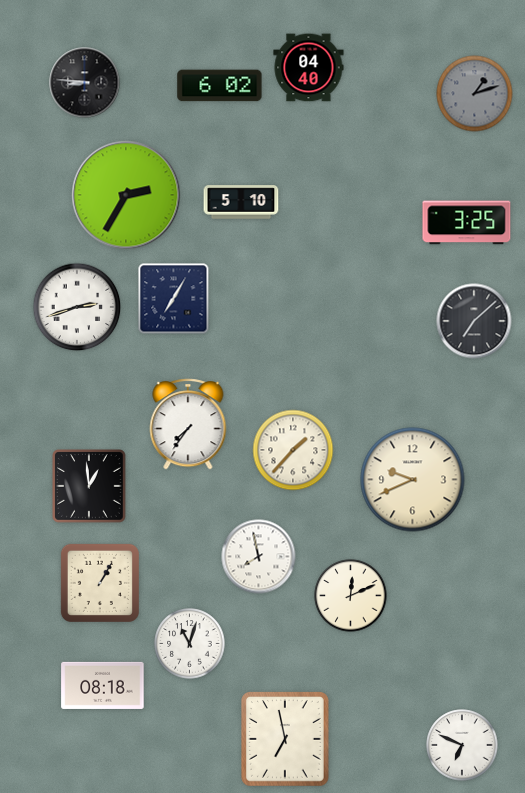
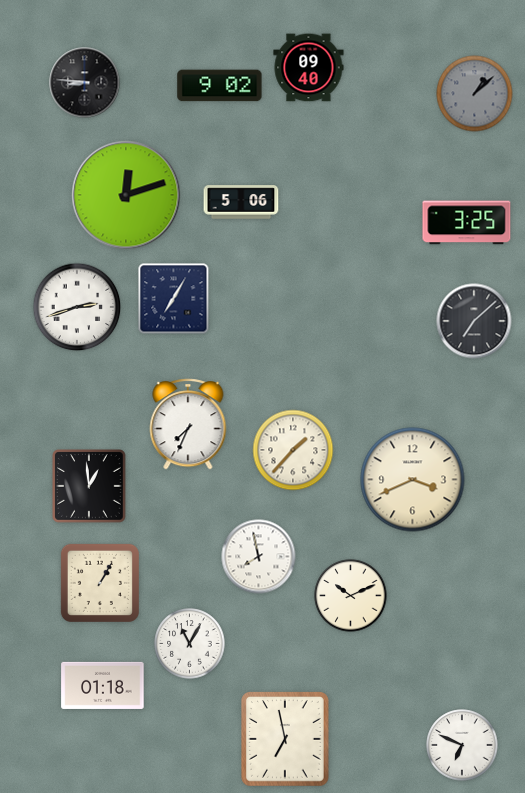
clock at (309, 68): 04:40 -> 09:40
clock at (220, 86): 6:02 -> 9:02
clock at (475, 94): 1:12 -> 1:08
clock at (126, 195): 2:35 -> 12:12
clock at (241, 202): 5:10 -> 5:06
clock at (188, 424): 7:36 -> 7:34
clock at (413, 480): 9:41 -> 3:41
clock at (351, 596): 12:11 -> 10:11
clock at (190, 644): 11:03 -> 11:05
clock at (103, 685): 08:18 -> 01:18
